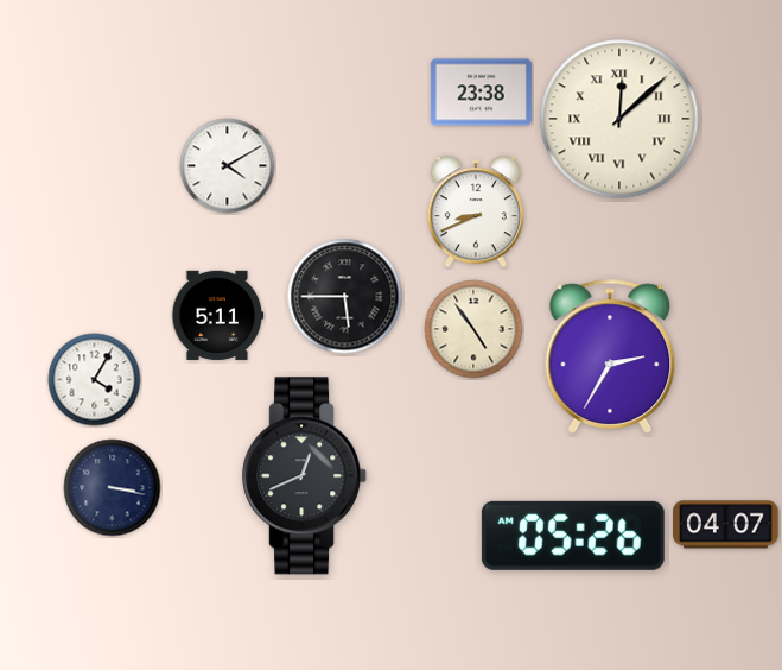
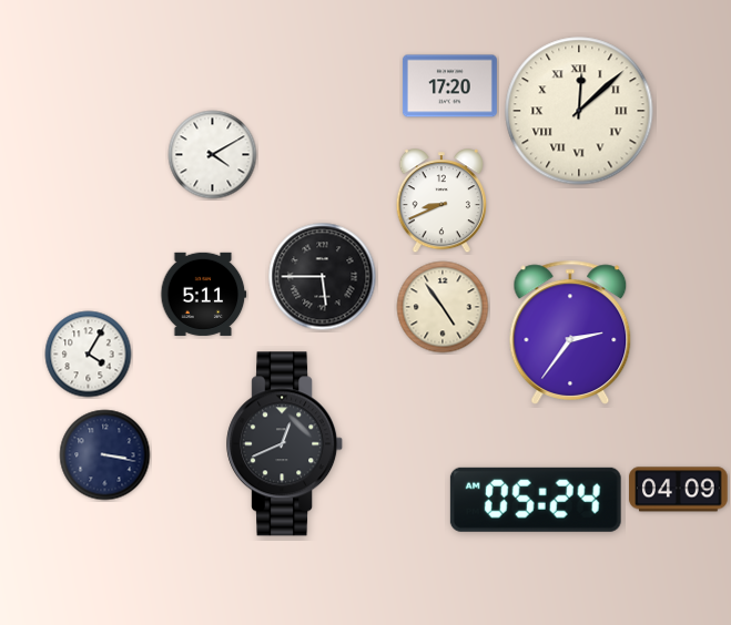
clock at (481, 93): 23:38 -> 17:20
clock at (476, 213) position: (476, 213) -> (441, 202)
clock at (610, 356): 2:35 -> 2:36
clock at (726, 525): 04:07 -> 04:09
clock at (573, 536): 05:26 -> 05:24
